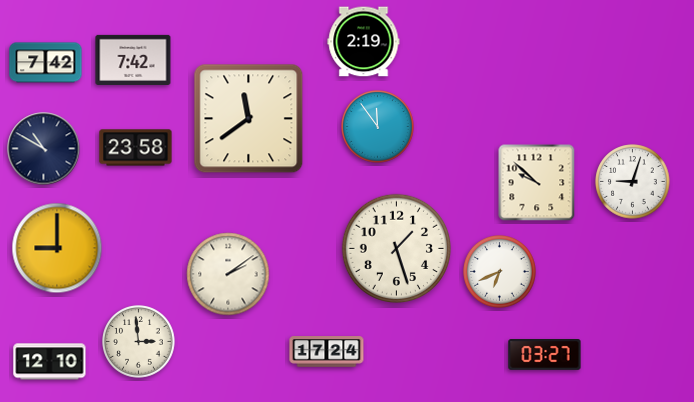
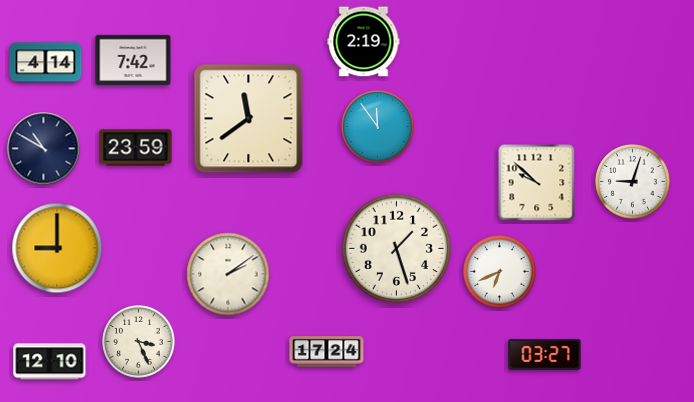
clock at (46, 63): 7:42 -> 4:14
clock at (136, 148): 23:58 -> 23:59
clock at (139, 342): 2:59 -> 3:26
